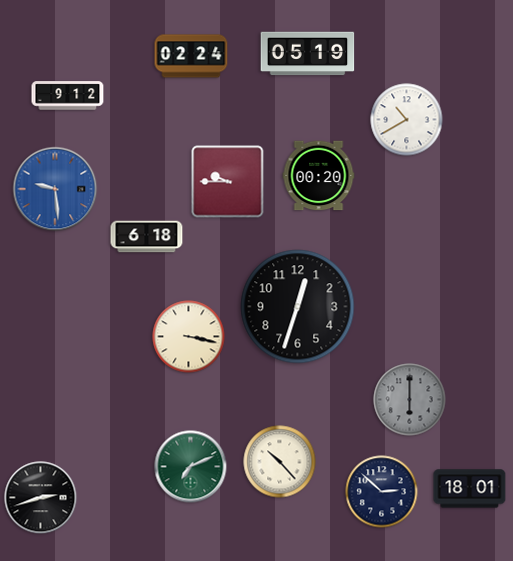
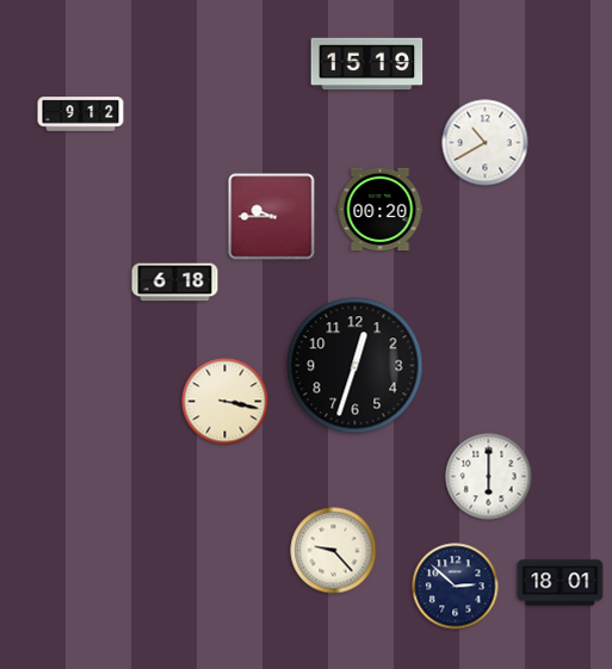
clock at (308, 54): 05:19 -> 15:19
clock at (191, 56): 02:24 -> none
clock at (55, 189): 9:29 -> none
clock at (410, 400) dial: grey -> white
clock at (280, 462): 10:23 -> 9:23
clock at (191, 467): 7:11 -> none
clock at (41, 498): 2:42 -> none
